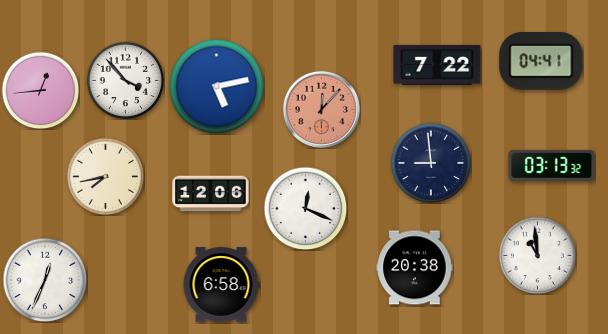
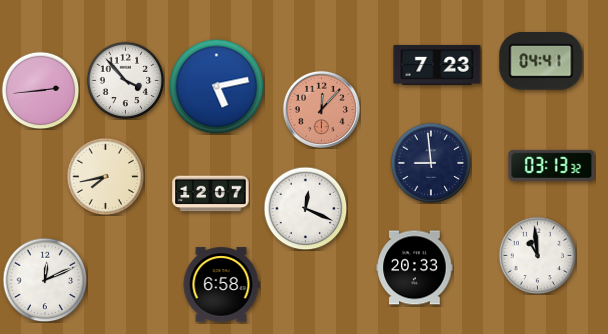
clock at (437, 65): 7:22 -> 7:23
clock at (40, 90): 12:44 -> 2:44
clock at (211, 194): 12:06 -> 12:07
clock at (415, 268): 20:38 -> 20:33
clock at (45, 280): 12:34 -> 12:11
